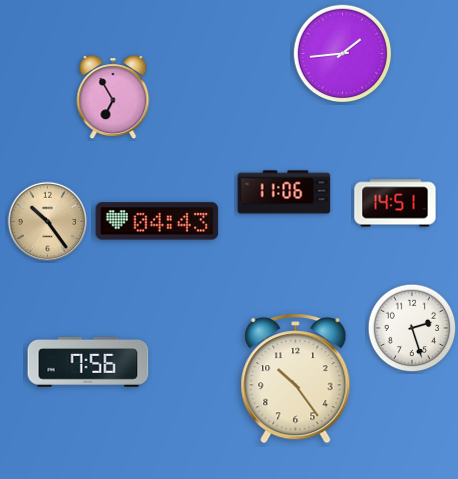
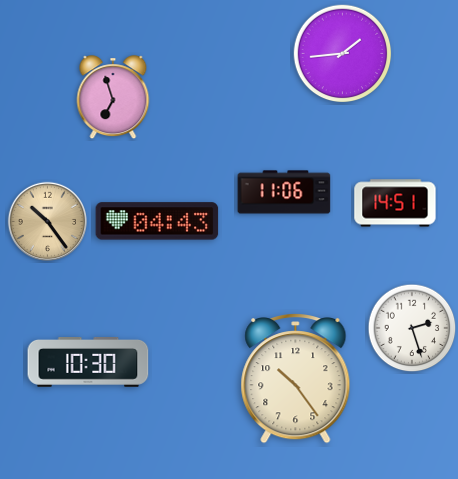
clock at (113, 98): 6:55 -> 6:57
clock at (88, 363): 7:56 -> 10:30
